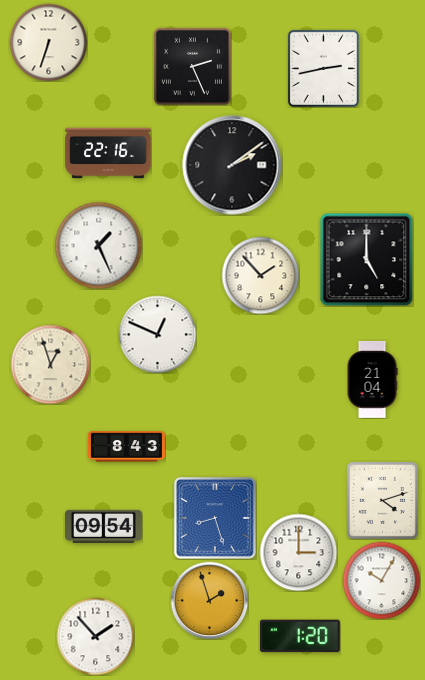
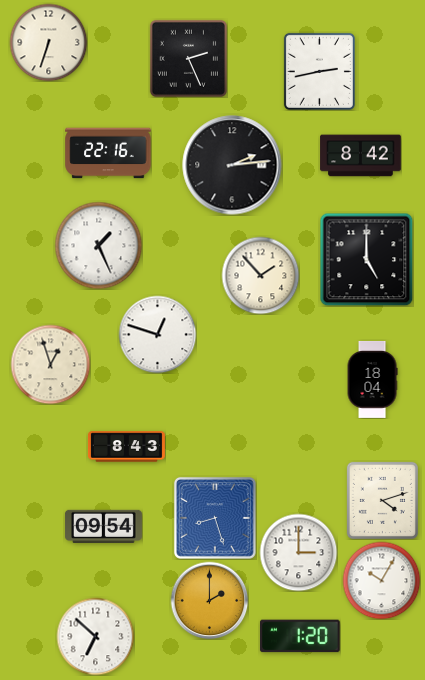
clock at (192, 66) position: (192, 66) -> (188, 58)
clock at (323, 68) position: (323, 68) -> (319, 71)
clock at (361, 156): none -> 8:42
clock at (232, 165): 2:09 -> 2:14
clock at (157, 334): 12:49 -> 12:48
clock at (372, 379): 21:04 -> 18:04
clock at (209, 600): 1:57 -> 2:00
clock at (95, 636): 1:53 -> 6:52
